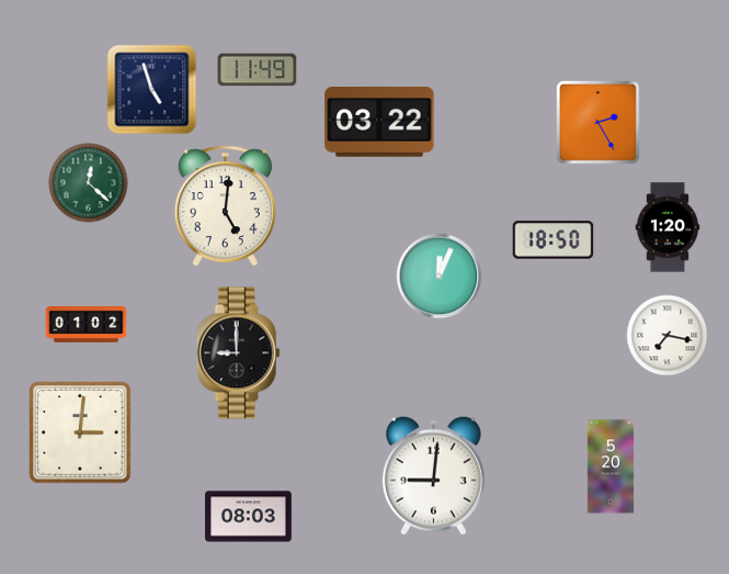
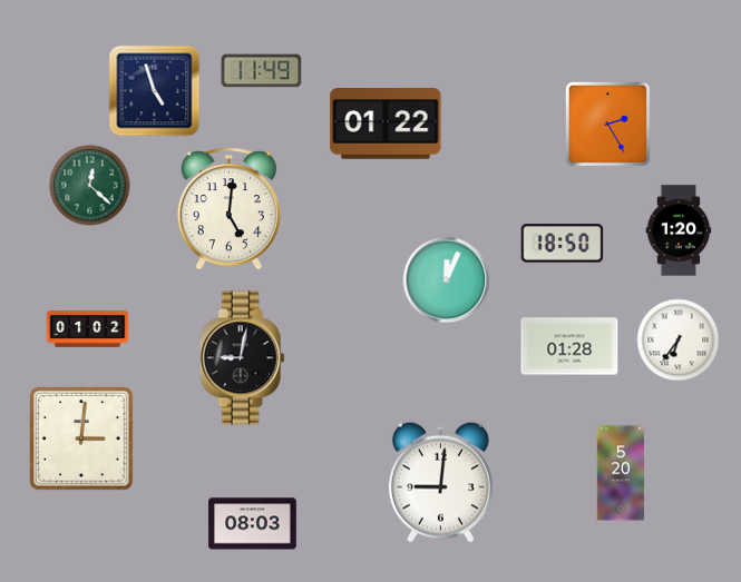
clock at (379, 123): 03:22 -> 01:22
clock at (668, 336): 7:17 -> 6:36
clock at (569, 346): none -> 01:28
clock at (238, 353): 9:00 -> 9:02
